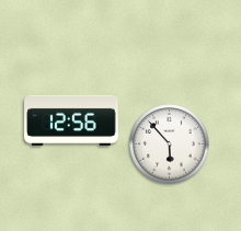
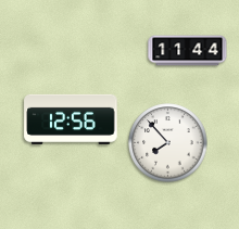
clock at (188, 51): none -> 11:44
clock at (170, 145): 5:53 -> 7:53
